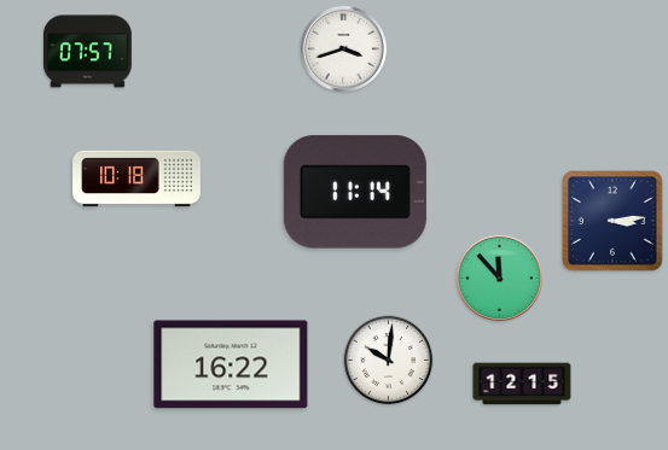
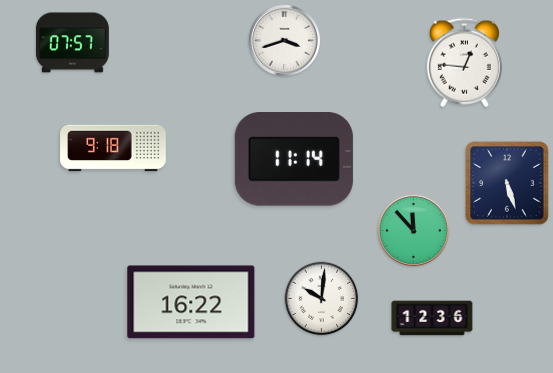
clock at (464, 63): none -> 12:46
clock at (136, 179): 10:18 -> 9:18
clock at (612, 221): 3:14 -> 5:27
clock at (522, 384): 12:15 -> 12:36
